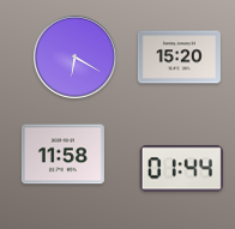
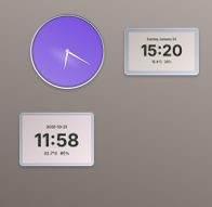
clock at (181, 169): 01:44 -> none
